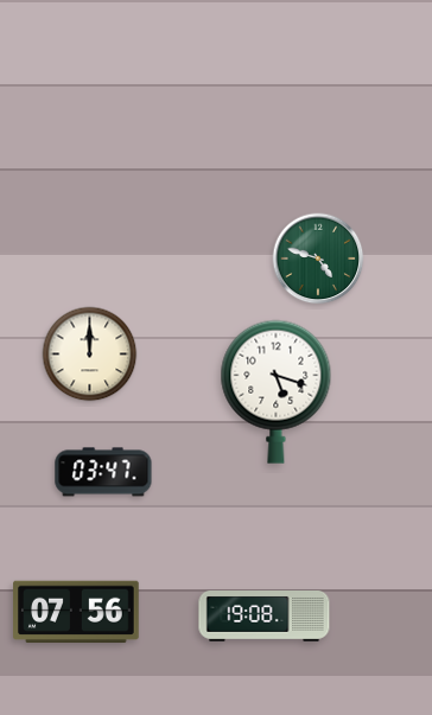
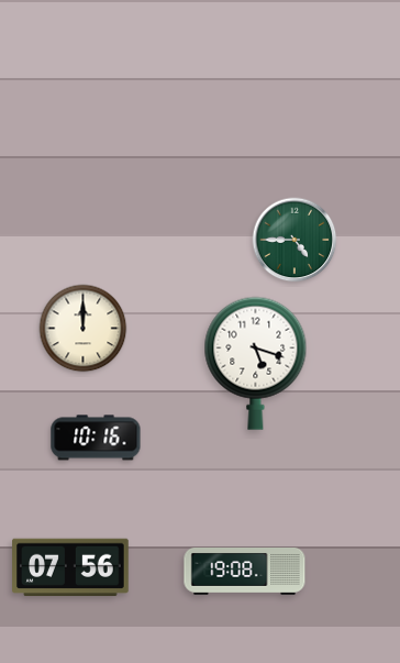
clock at (318, 258): 4:48 -> 4:45
clock at (103, 472): 03:47 -> 10:16
